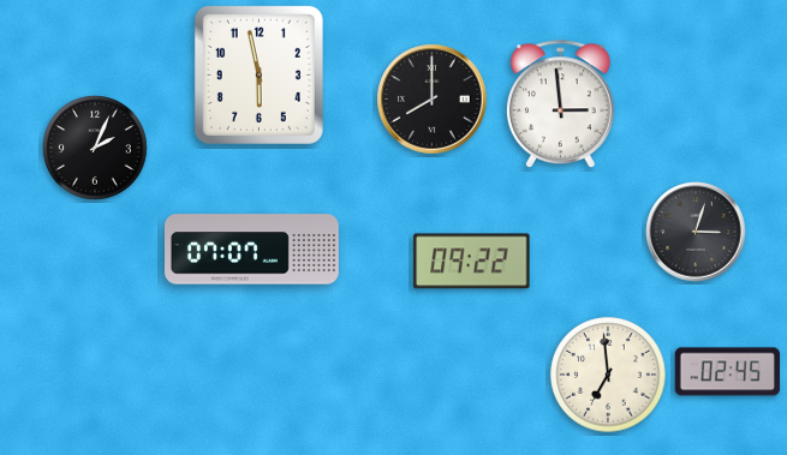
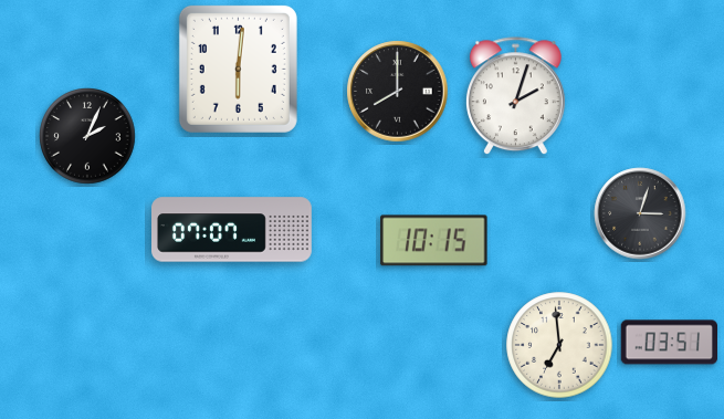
clock at (258, 74): 5:58 -> 6:01
clock at (560, 104): 2:59 -> 2:03
clock at (472, 262): 09:22 -> 10:15
clock at (727, 372): 02:45 -> 03:51
